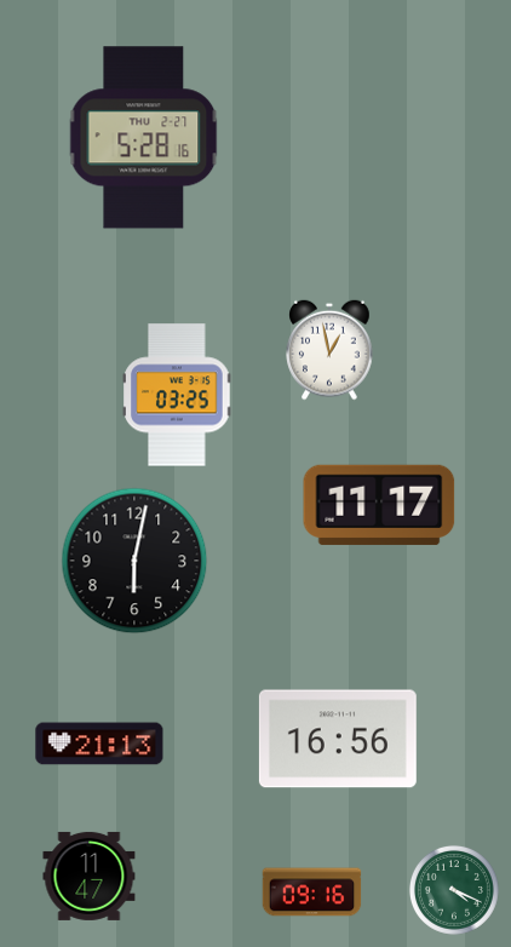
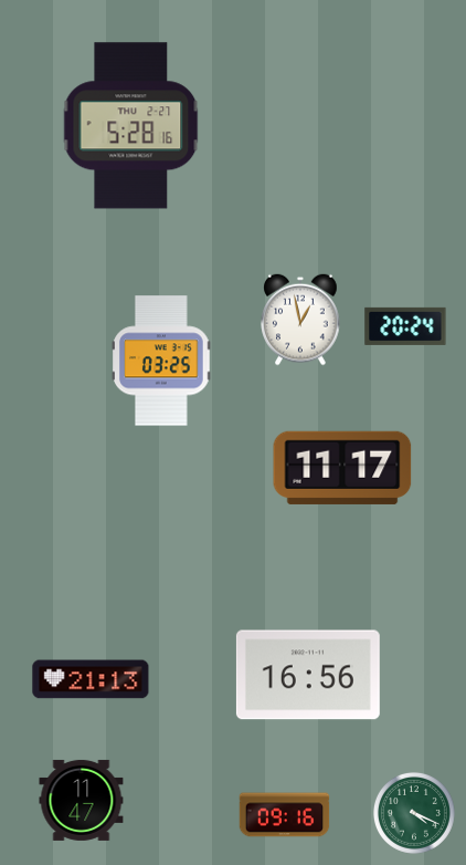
clock at (405, 326): none -> 20:24
clock at (379, 505) position: (379, 505) -> (342, 468)
clock at (134, 561): 6:02 -> none
